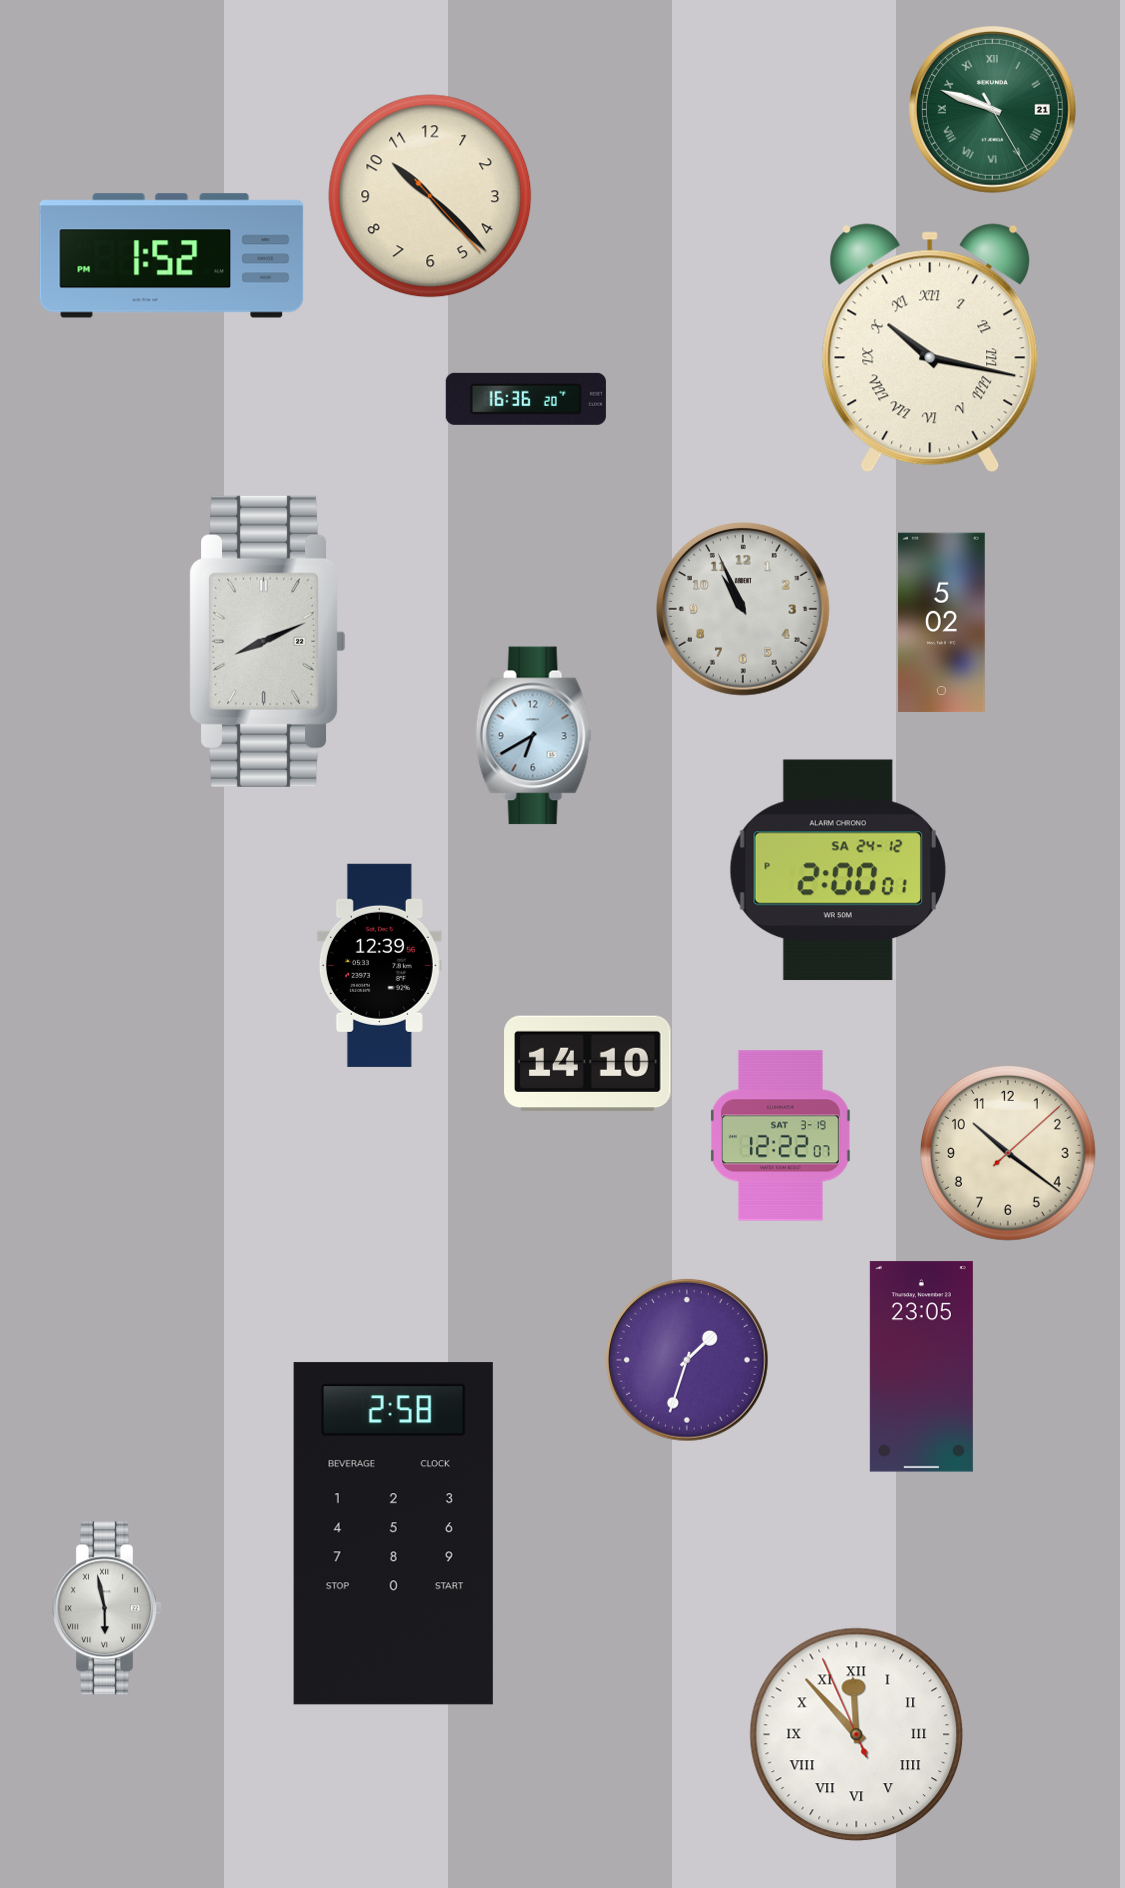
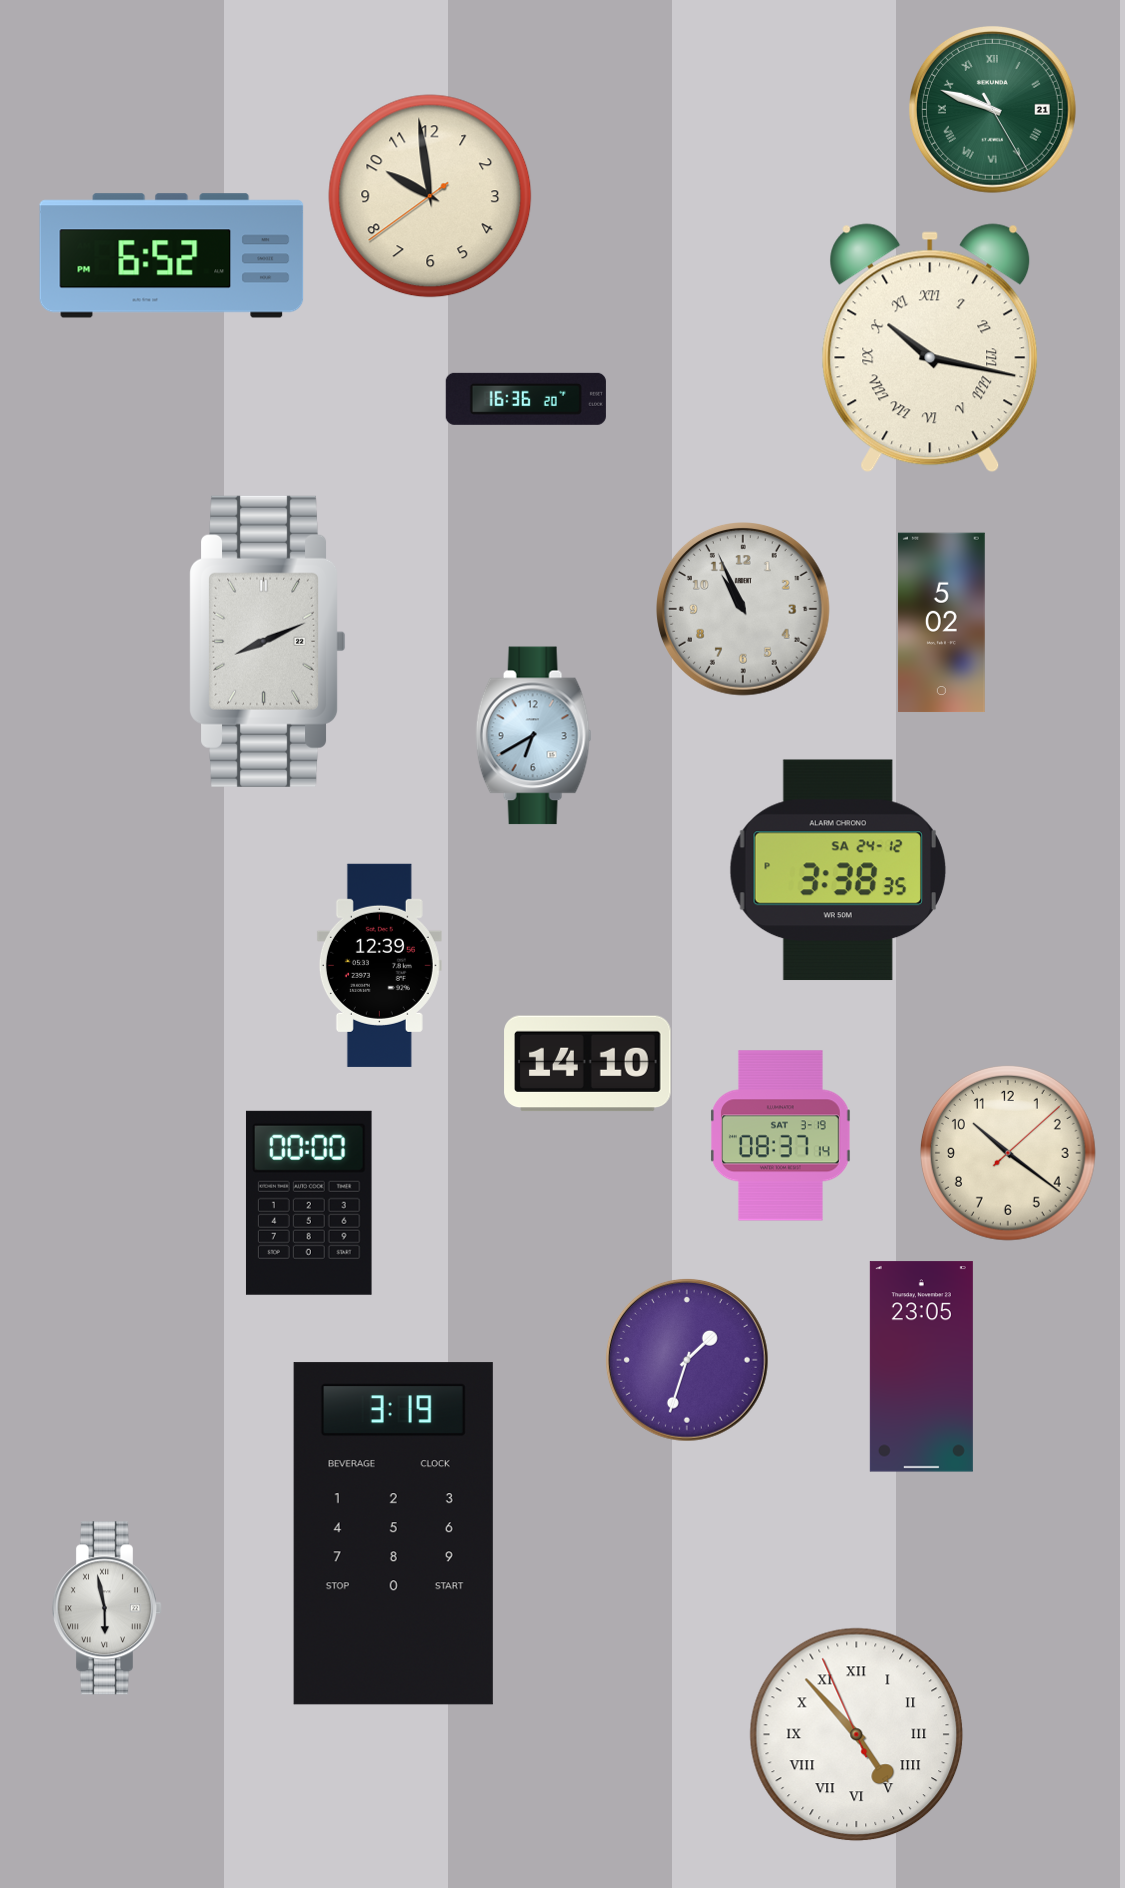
clock at (430, 196): 10:22 -> 9:58
clock at (172, 256): 1:52 -> 6:52
clock at (837, 870): 2:00 -> 3:38
clock at (781, 1136): 12:22 -> 08:37
clock at (309, 1203): none -> 00:00
clock at (393, 1534): 2:58 -> 3:19
clock at (857, 1735): 11:52 -> 4:52
